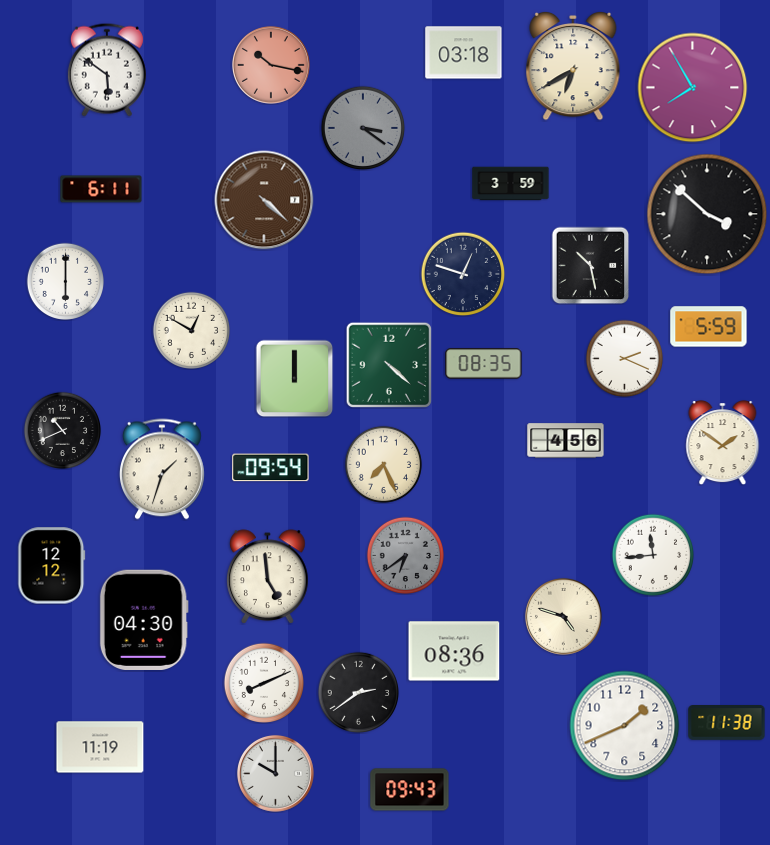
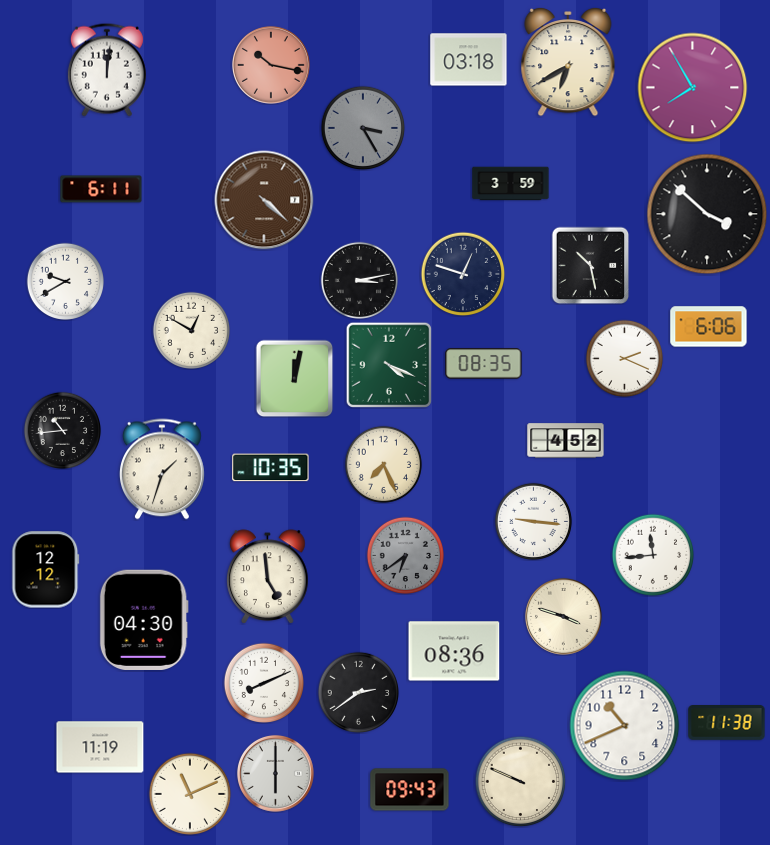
clock at (464, 53) position: (464, 53) -> (469, 60)
clock at (573, 66) position: (573, 66) -> (568, 62)
clock at (107, 70): 5:51 -> 12:01
clock at (363, 128): 3:21 -> 3:25
clock at (359, 280): none -> 3:13
clock at (65, 281): 6:00 -> 9:40
clock at (709, 327): 5:59 -> 6:06
clock at (389, 365): 4:22 -> 4:19
clock at (294, 378): 12:00 -> 12:02
clock at (62, 430): 10:41 -> 10:44
clock at (566, 441): 4:56 -> 4:52
clock at (723, 443): 1:51 -> none
clock at (271, 468): 09:54 -> 10:35
clock at (533, 521): none -> 9:16
clock at (52, 566) position: (52, 566) -> (46, 570)
clock at (563, 616): 4:48 -> 3:48
clock at (625, 726): 1:41 -> 10:41
clock at (275, 773): 10:00 -> 6:00
clock at (520, 781): none -> 9:49
clock at (190, 794): none -> 11:11
